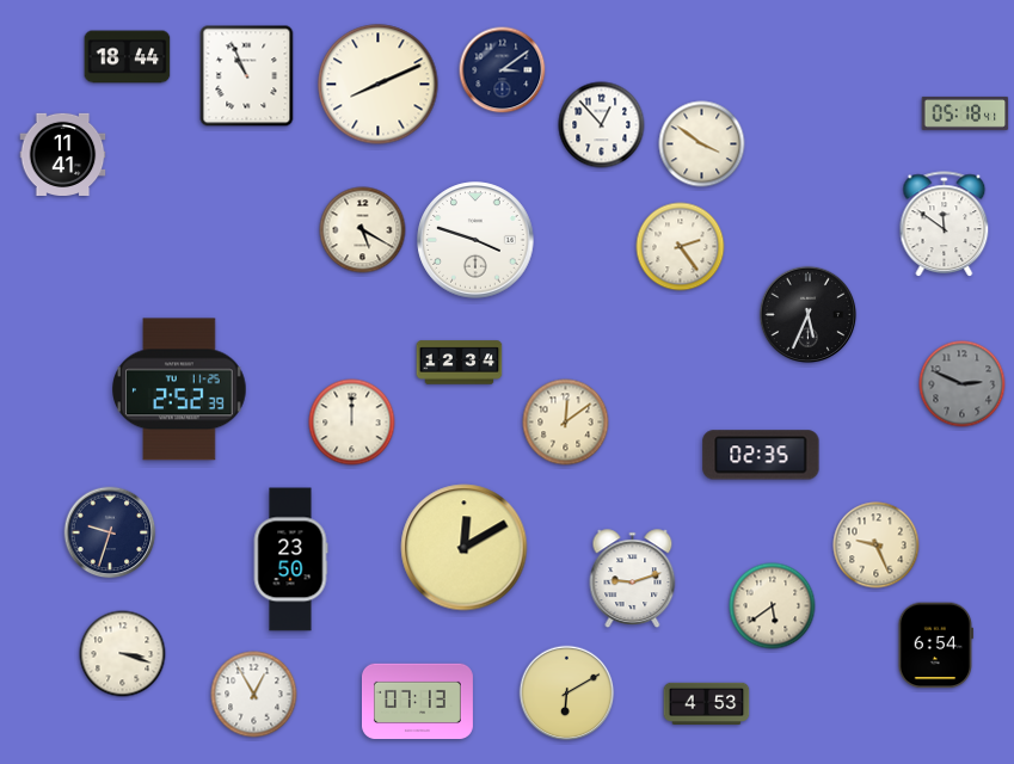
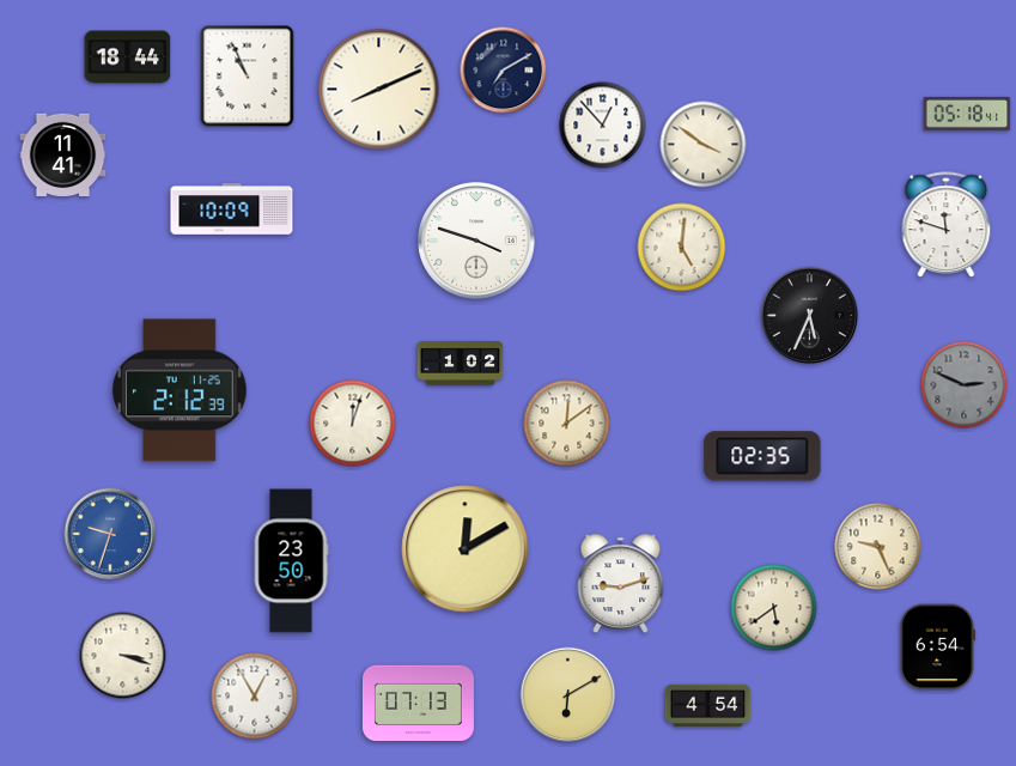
clock at (503, 70): 3:09 -> 7:10
clock at (379, 85) position: (379, 85) -> (379, 90)
clock at (232, 209): none -> 10:09
clock at (945, 224): 11:51 -> 11:48
clock at (363, 230): 5:20 -> none
clock at (681, 247): 2:24 -> 5:01
clock at (460, 363): 12:34 -> 1:02
clock at (179, 389): 2:52 -> 2:12
clock at (352, 423): 12:00 -> 12:03
clock at (110, 532) dial: navy -> blue
clock at (633, 578) position: (633, 578) -> (621, 583)
clock at (707, 703): 4:53 -> 4:54
